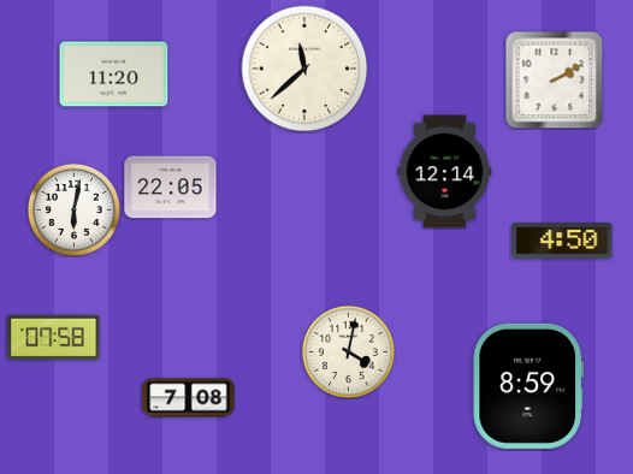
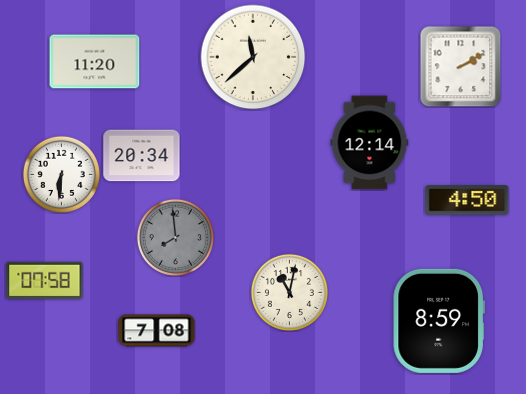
clock at (171, 188): 22:05 -> 20:34
clock at (73, 209): 6:02 -> 6:31
clock at (175, 237): none -> 7:59
clock at (348, 351): 4:02 -> 11:02
